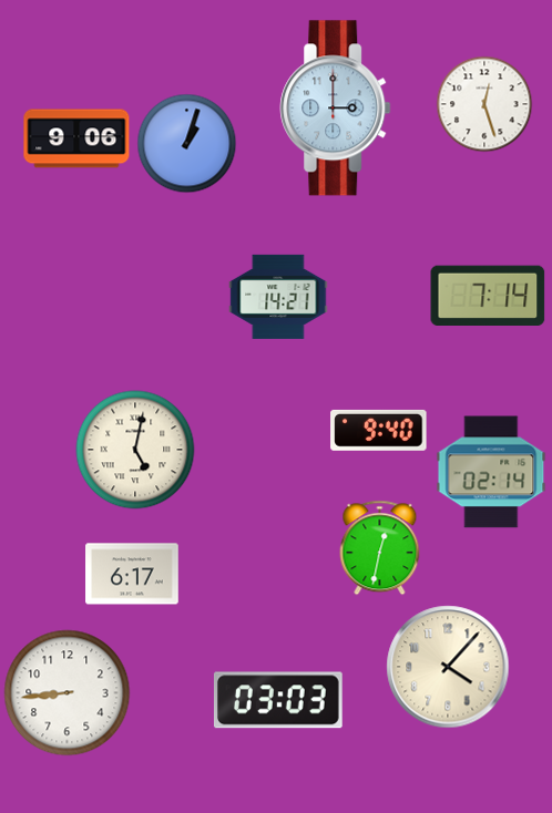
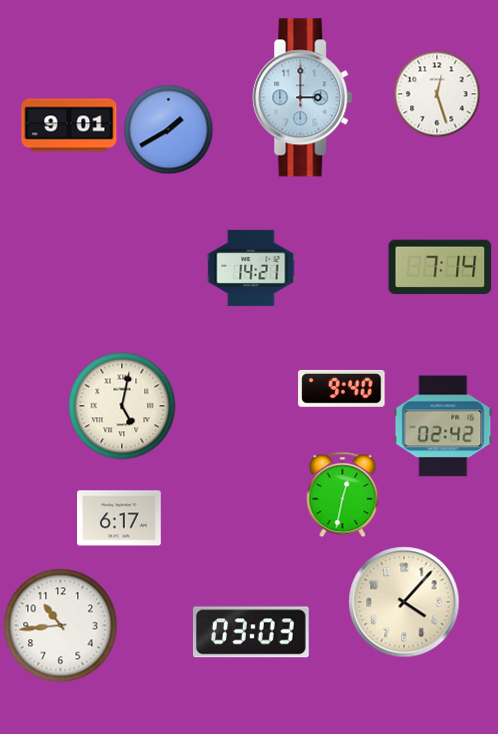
clock at (76, 138): 9:06 -> 9:01
clock at (187, 144): 1:03 -> 1:40
clock at (491, 472): 02:14 -> 02:42
clock at (68, 693): 8:44 -> 10:44
